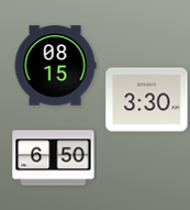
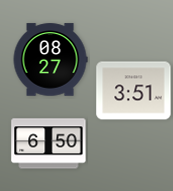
clock at (55, 66): 08:15 -> 08:27
clock at (147, 100): 3:30 -> 3:51
